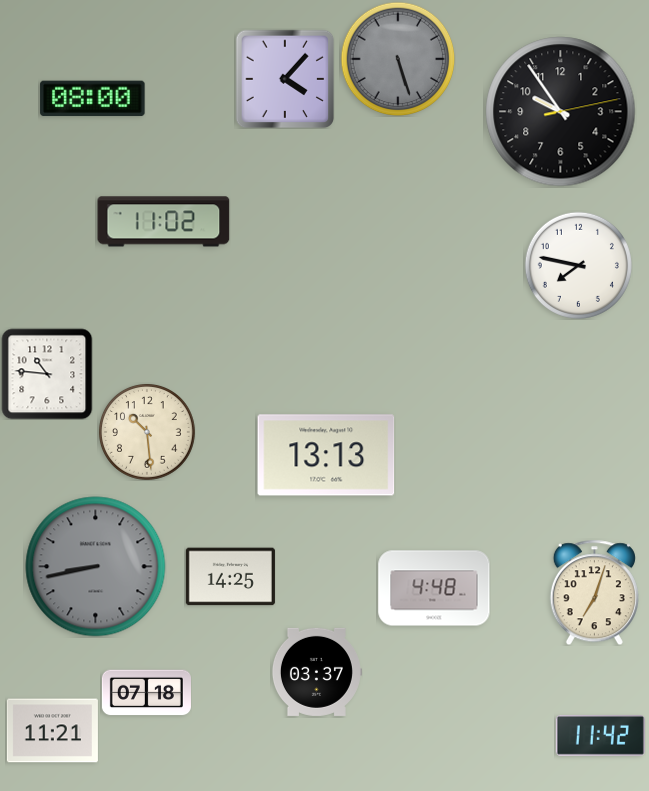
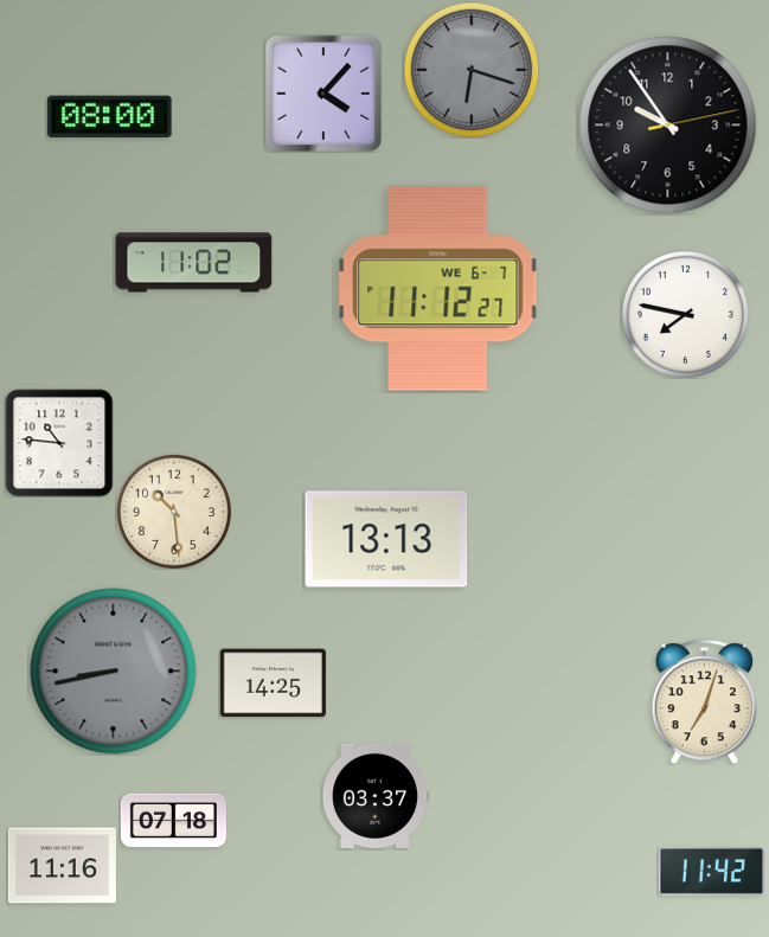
clock at (398, 59): 5:27 -> 6:18
clock at (285, 79) position: (285, 79) -> (323, 94)
clock at (561, 112) position: (561, 112) -> (668, 126)
clock at (438, 289): none -> 11:12
clock at (47, 374) position: (47, 374) -> (59, 443)
clock at (434, 588): 4:48 -> none
clock at (52, 731): 11:21 -> 11:16
